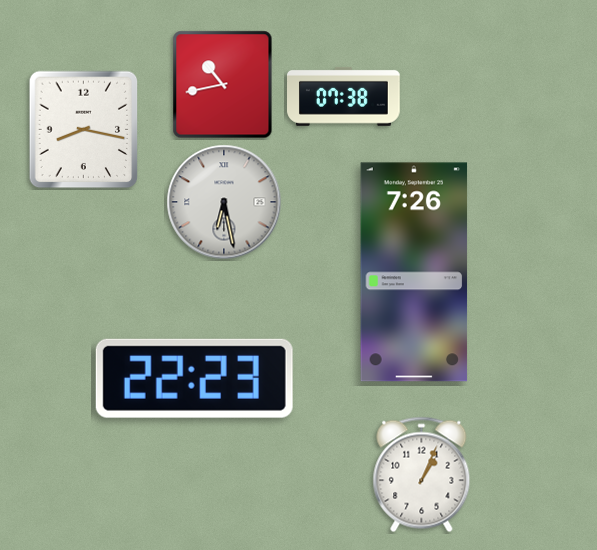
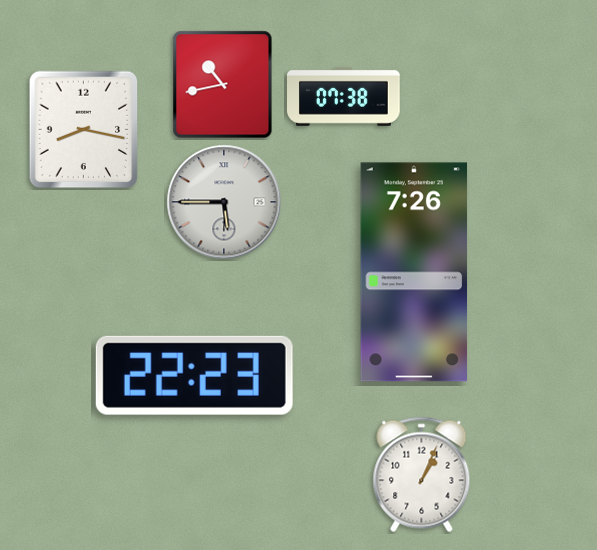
clock at (224, 202): 6:28 -> 5:45
clock at (194, 378) position: (194, 378) -> (194, 375)
